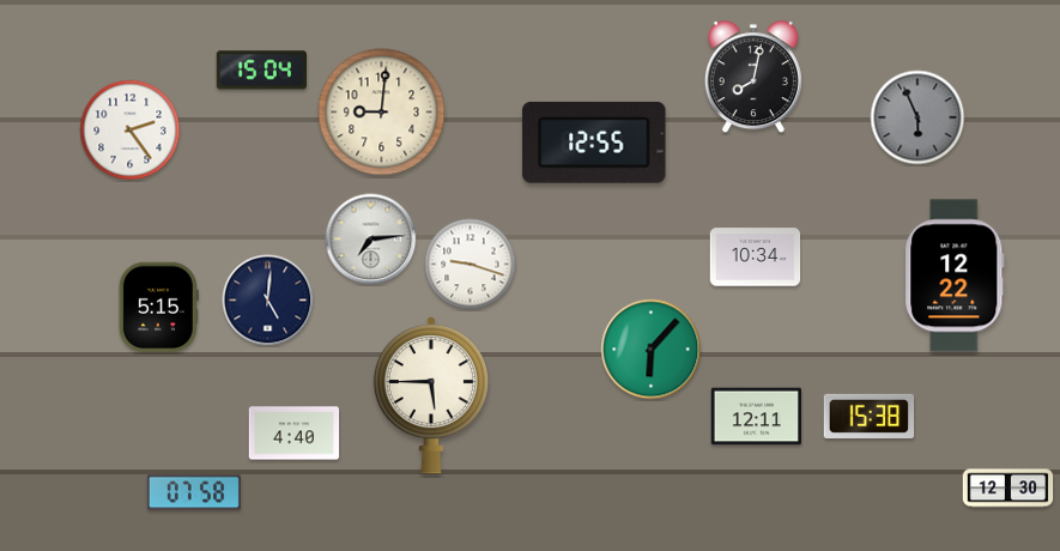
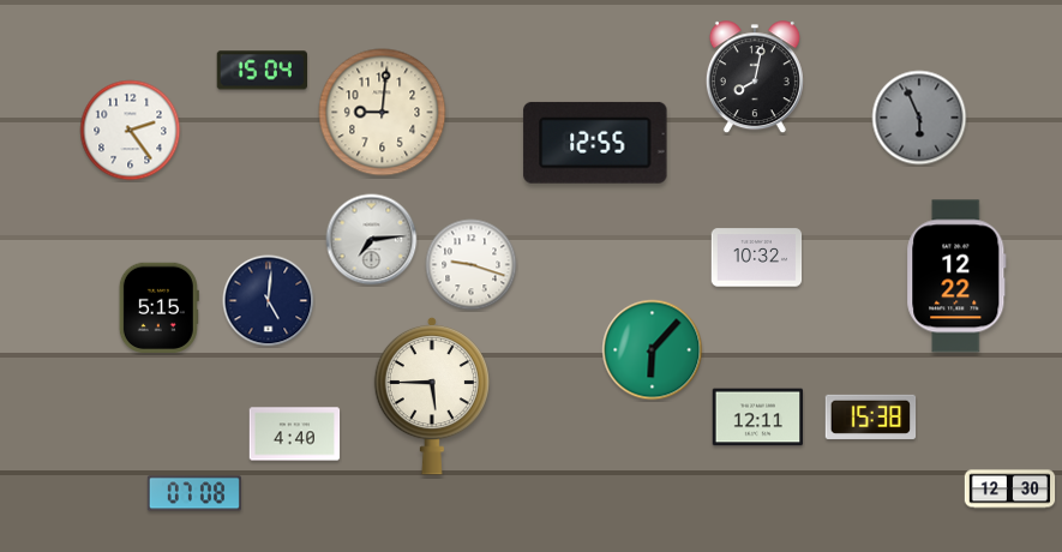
clock at (756, 258): 10:34 -> 10:32
clock at (194, 492): 07:58 -> 07:08
